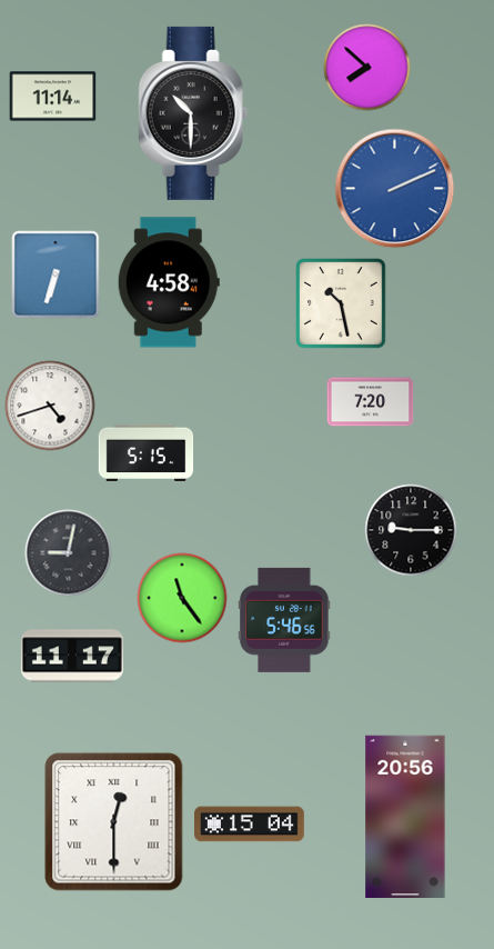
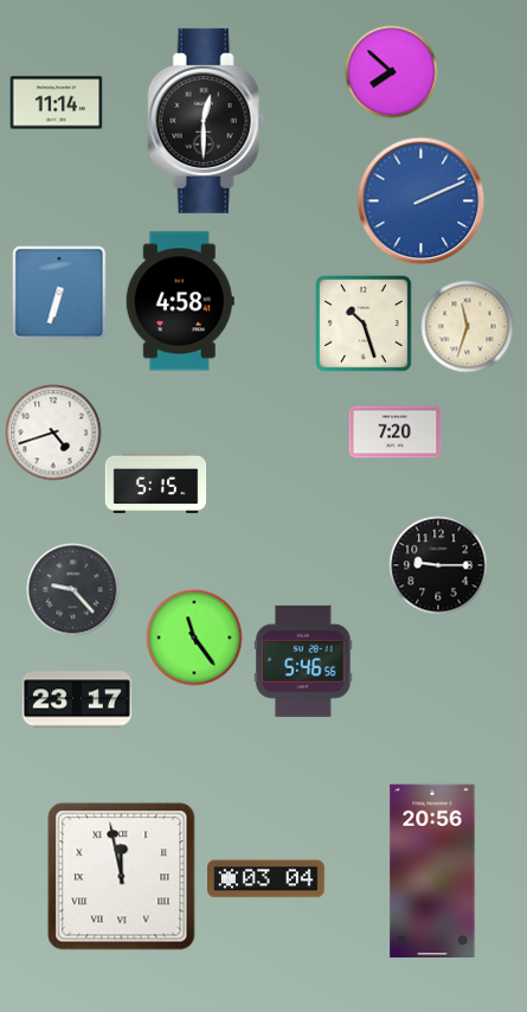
clock at (193, 113): 10:30 -> 12:30
clock at (341, 303): 10:28 -> 10:27
clock at (467, 326): none -> 11:33
clock at (370, 402) position: (370, 402) -> (394, 433)
clock at (68, 552): 9:02 -> 9:23
clock at (72, 656): 11:17 -> 23:17
clock at (114, 822): 12:30 -> 11:58
clock at (250, 825): 15:04 -> 03:04
